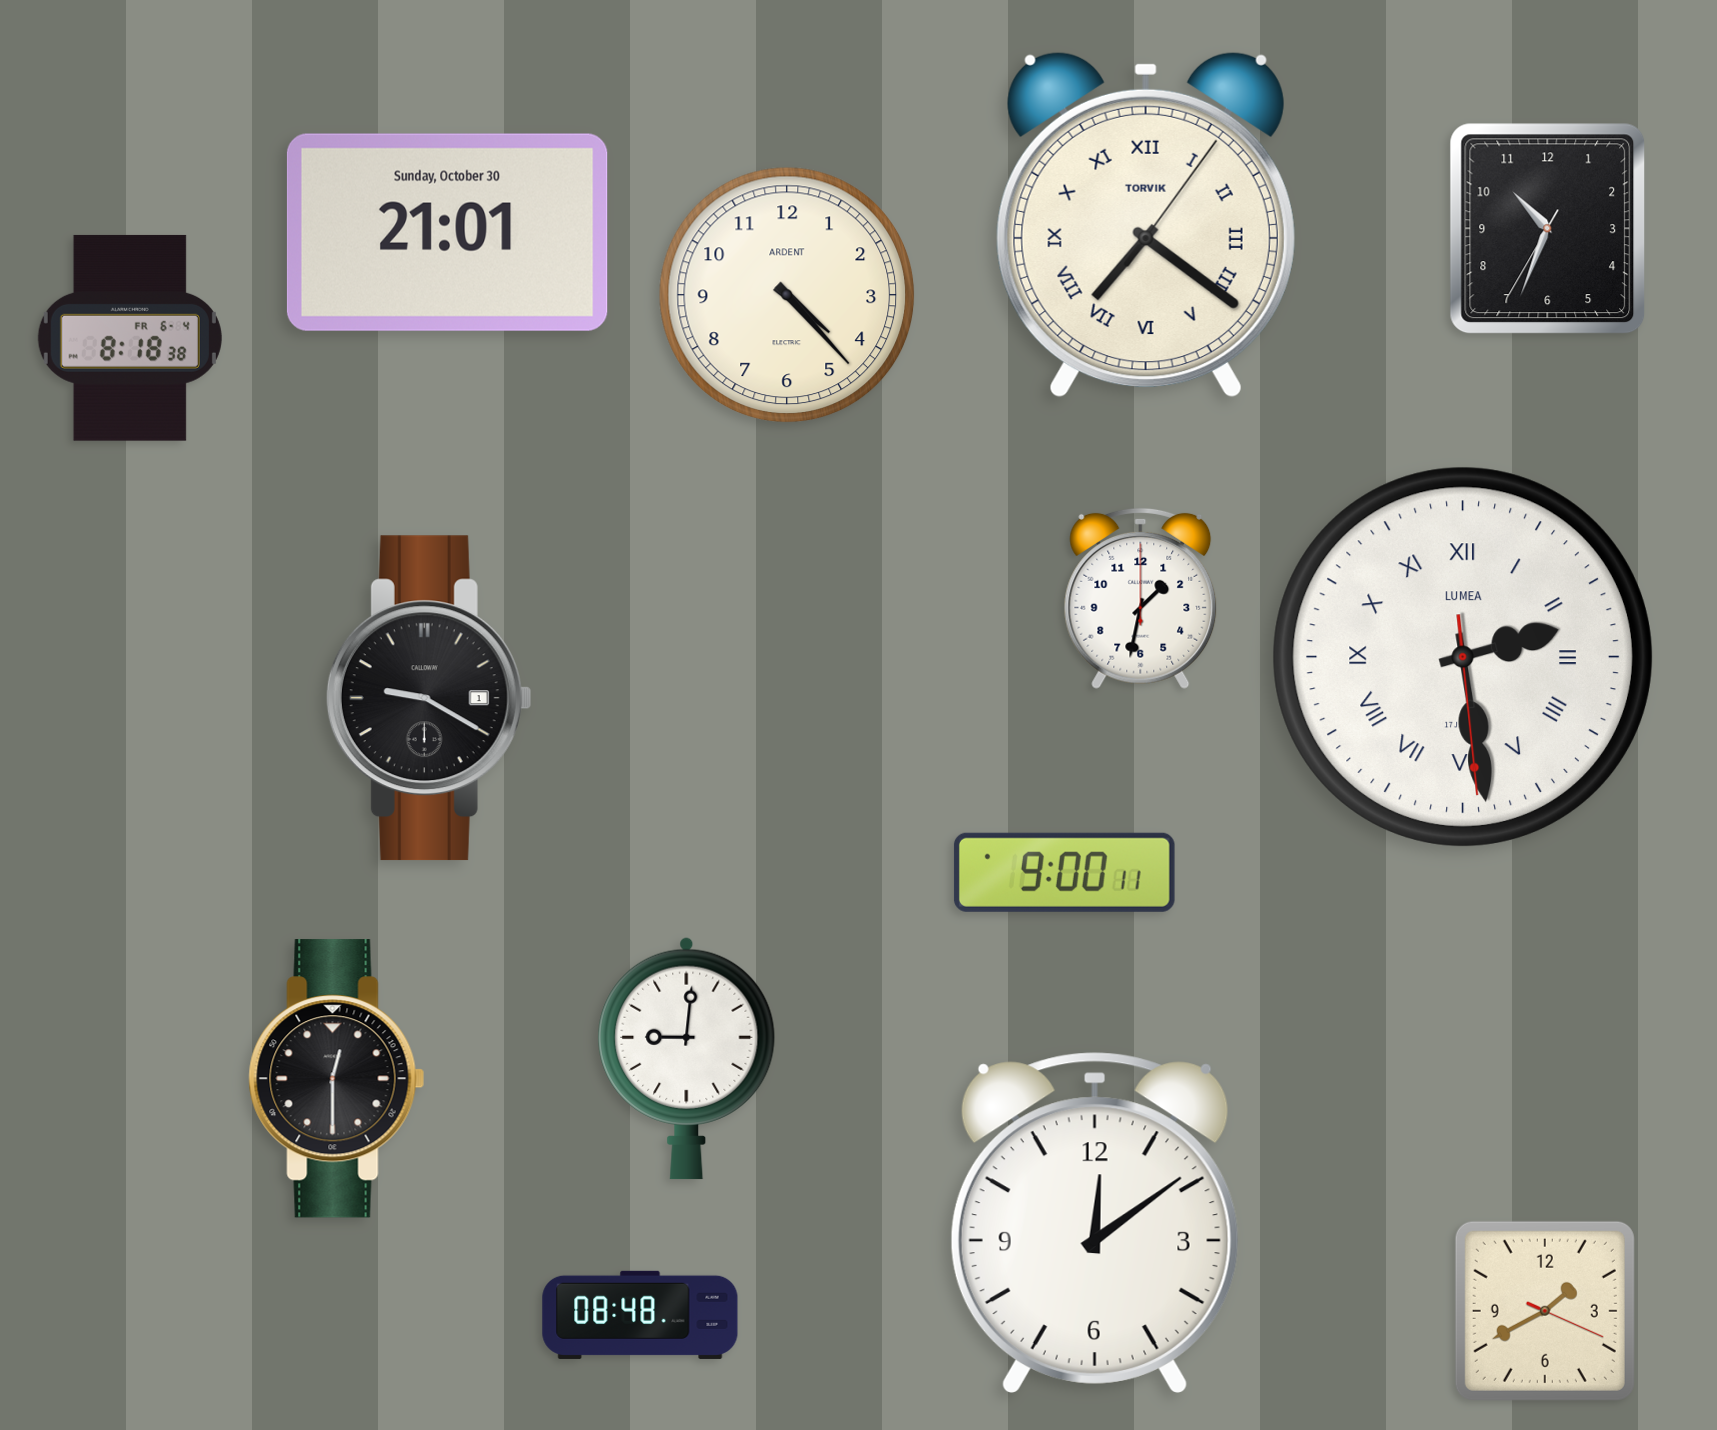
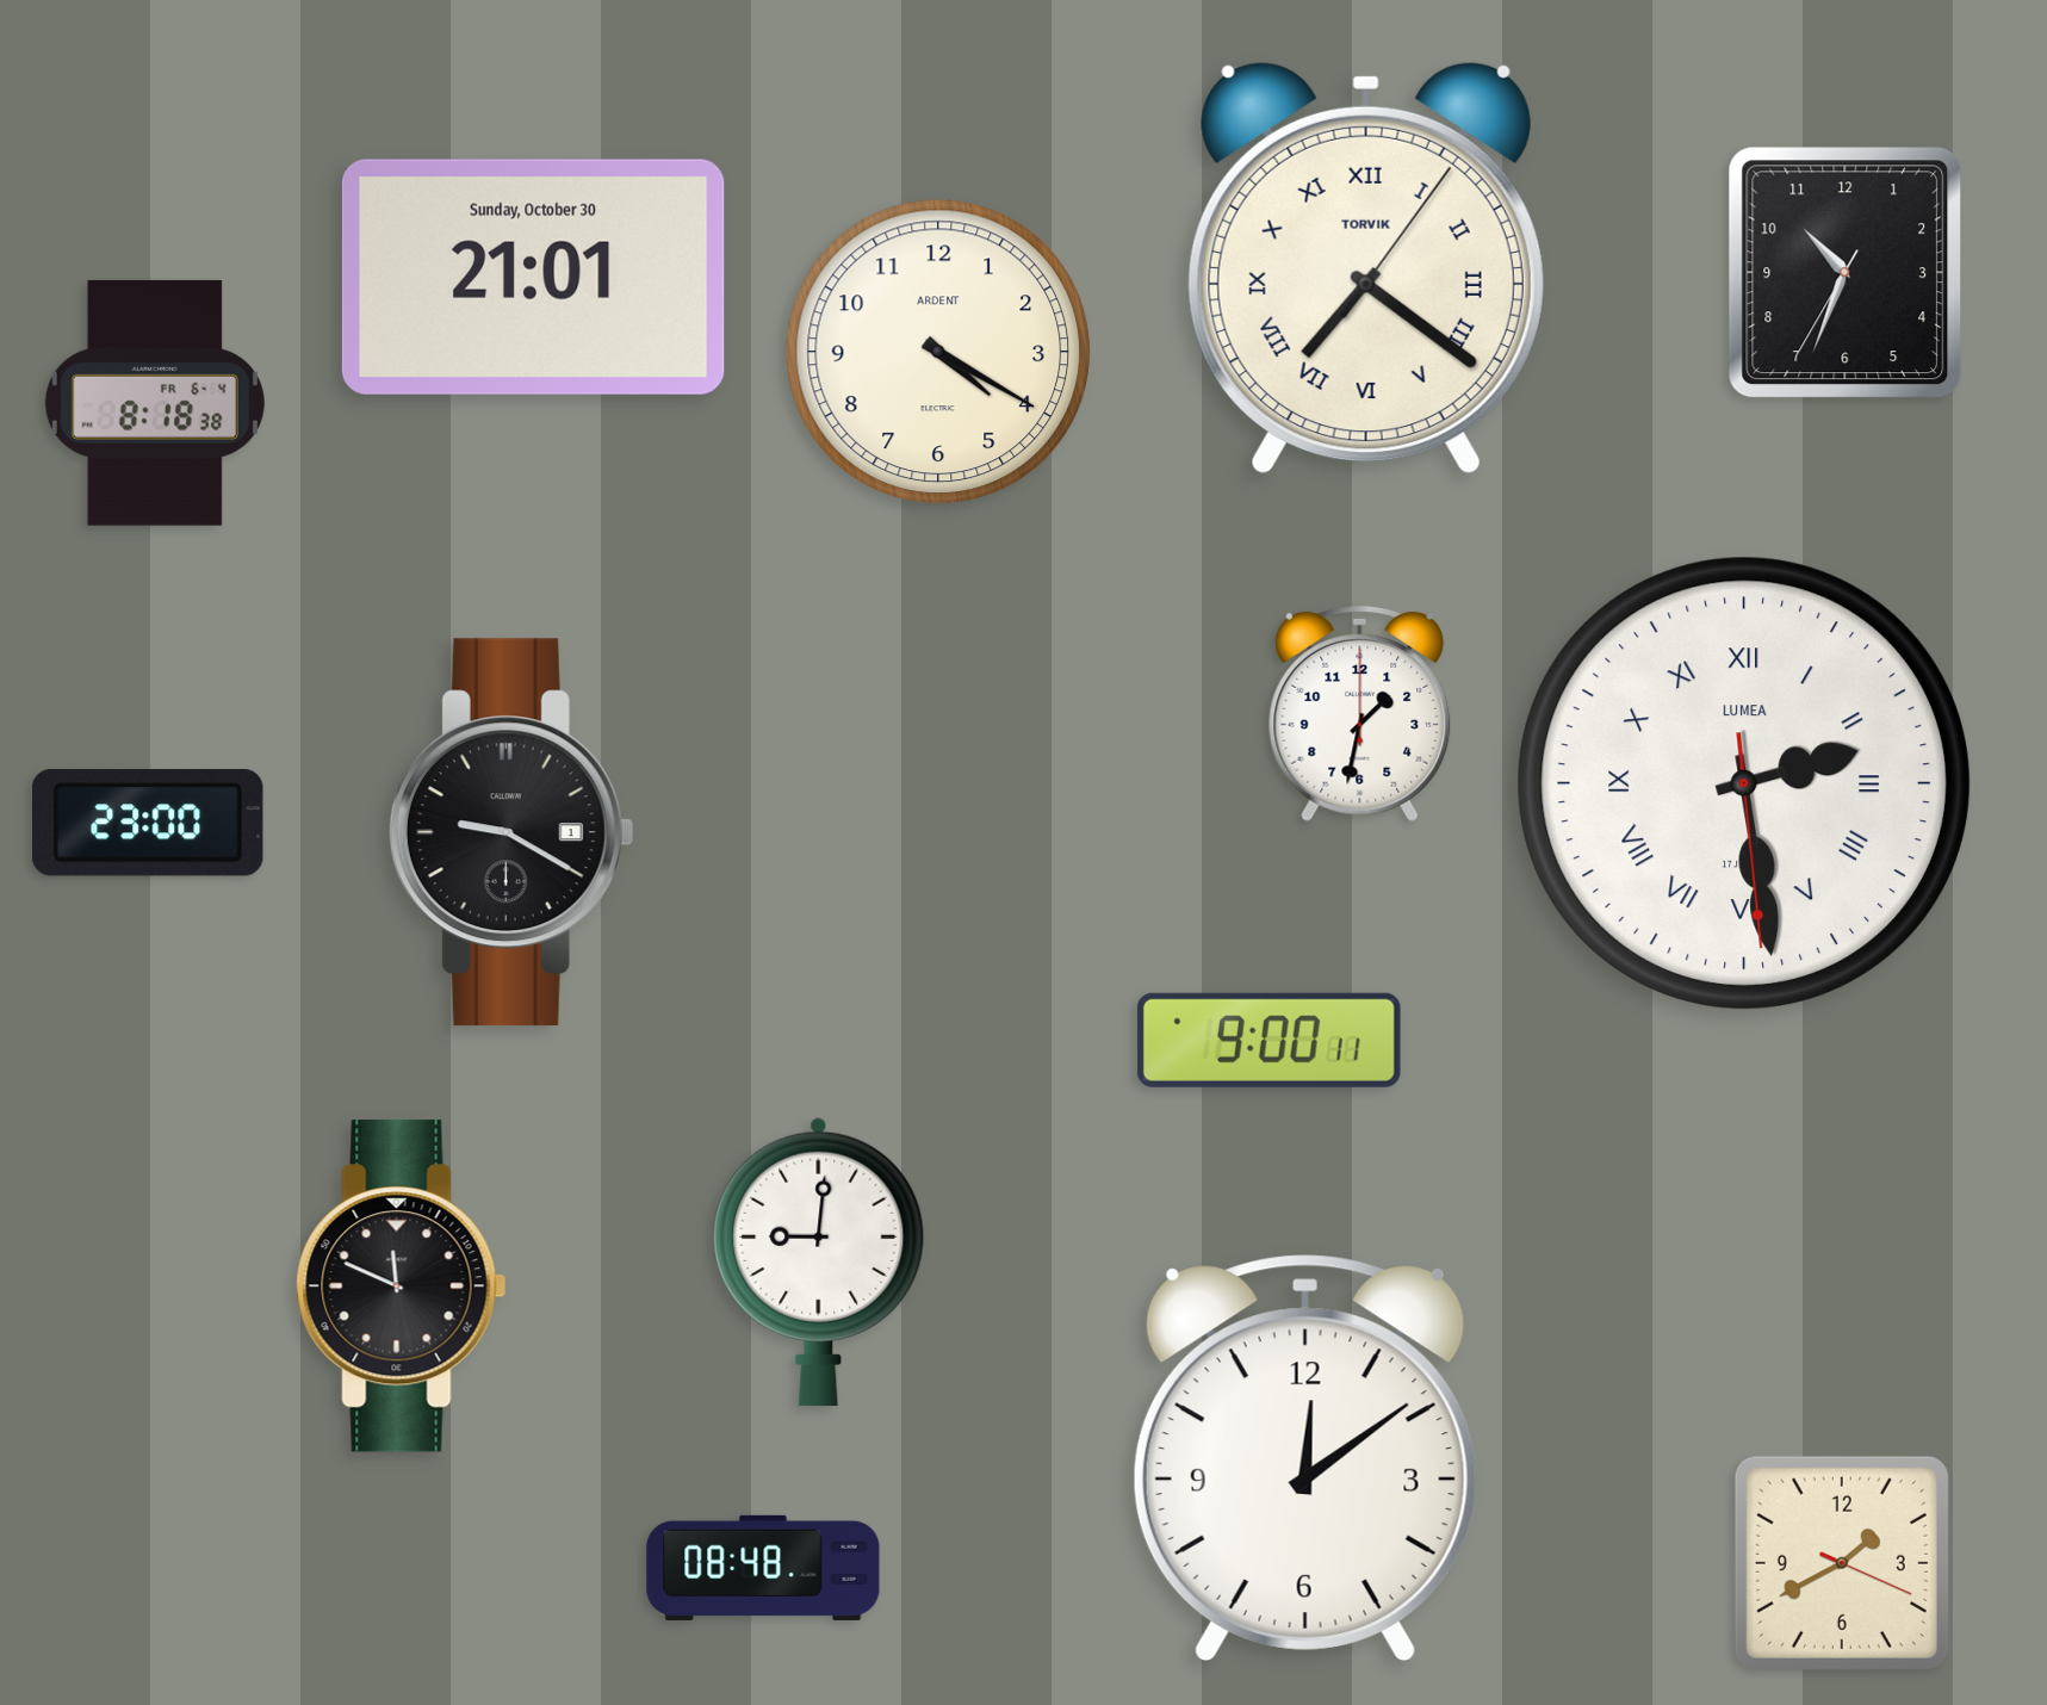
clock at (787, 295): 4:23 -> 4:20
clock at (148, 824): none -> 23:00
clock at (337, 1079): 12:30 -> 11:49
